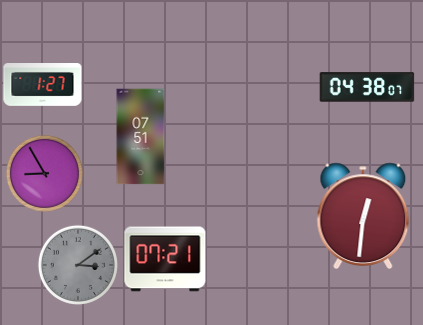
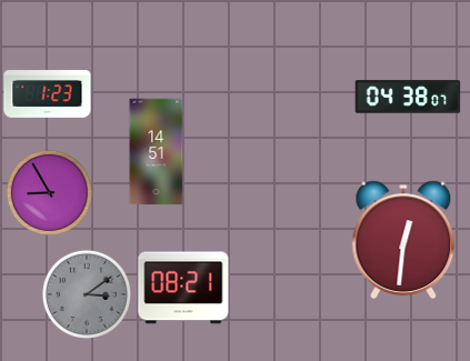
clock at (43, 85): 1:27 -> 1:23
clock at (141, 137): 07:51 -> 14:51
clock at (165, 259): 07:21 -> 08:21
